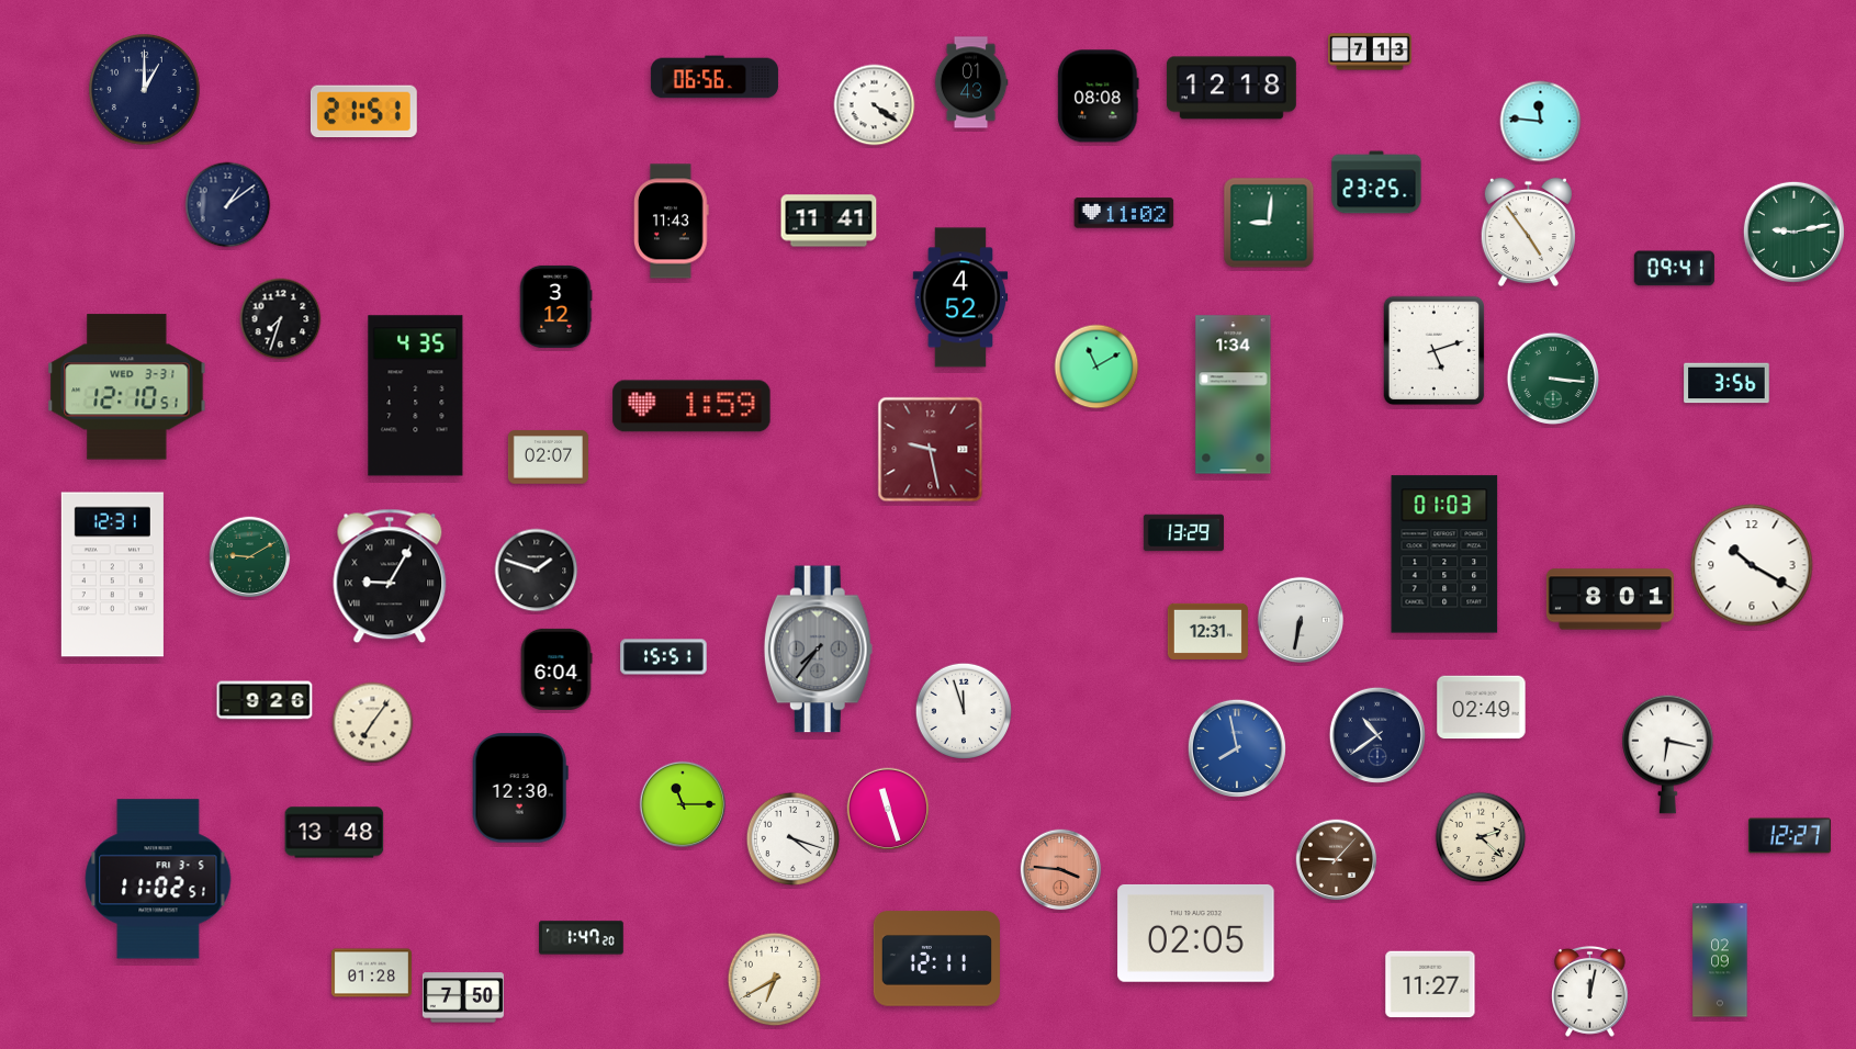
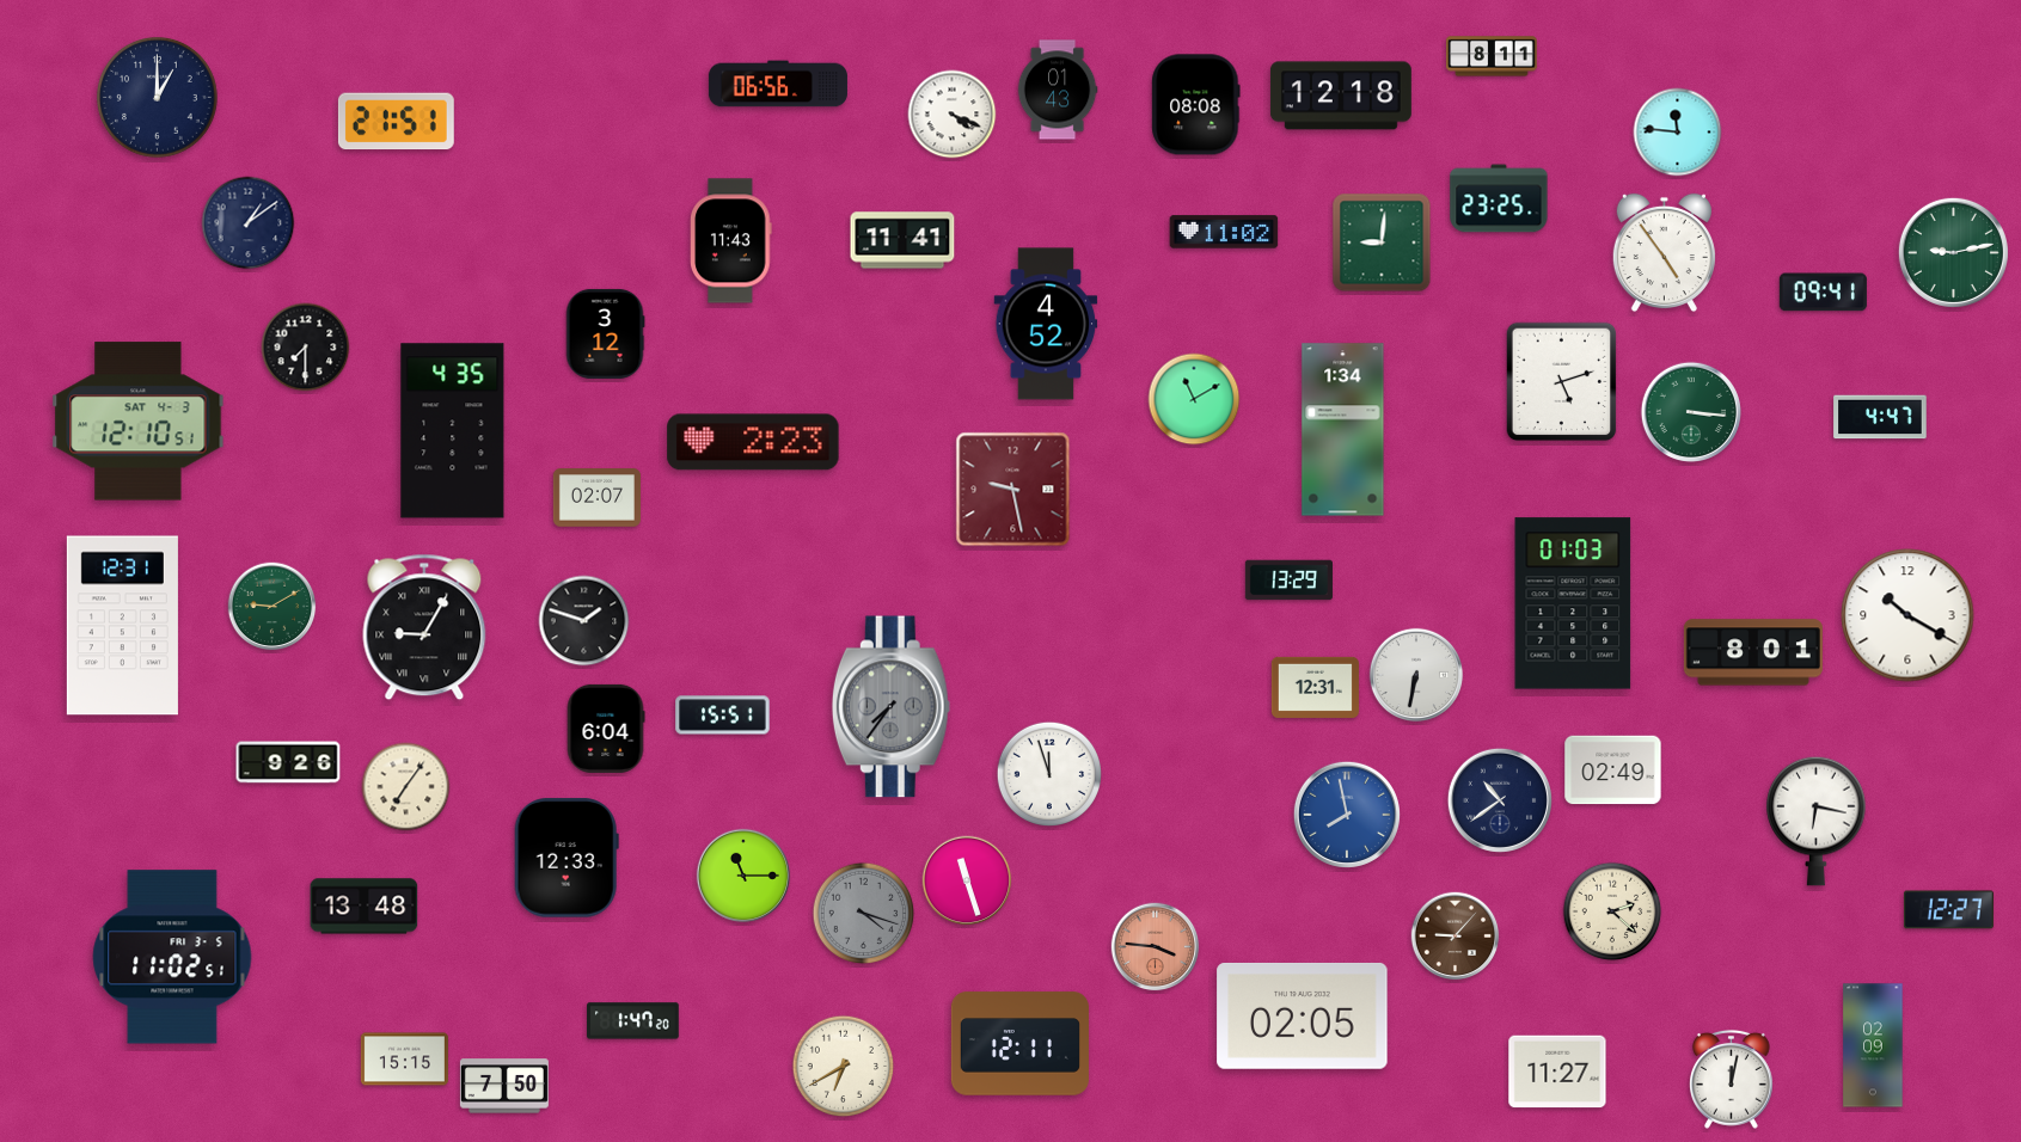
clock at (1371, 52): 7:13 -> 8:11
clock at (875, 105): 4:21 -> 4:19
clock at (281, 319): 7:33 -> 7:30
clock at (1726, 383): 3:56 -> 4:47
clock at (127, 387) date: WED 3-31 -> SAT 4-3
clock at (691, 406): 1:59 -> 2:23
clock at (520, 788): 12:30 -> 12:33
clock at (794, 839) dial: white -> grey
clock at (371, 973): 01:28 -> 15:15
